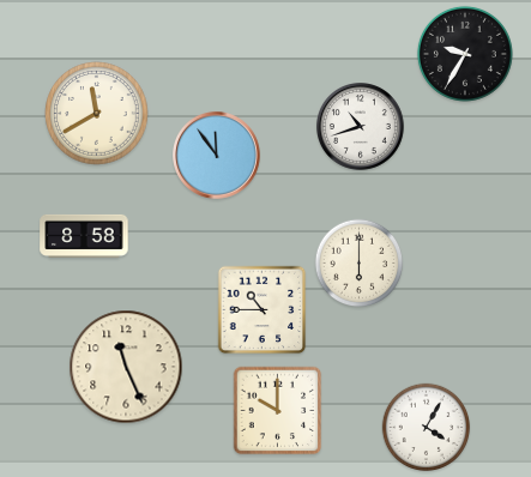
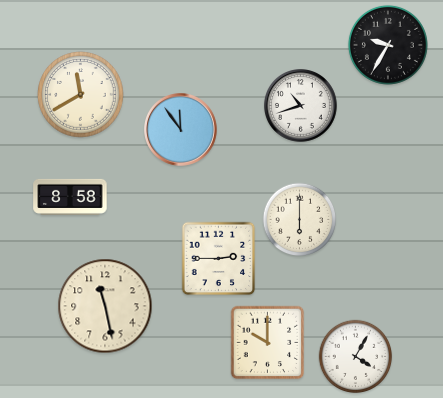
clock at (263, 310): 10:45 -> 2:45
clock at (126, 367): 11:26 -> 11:28
clock at (278, 411) position: (278, 411) -> (268, 343)
